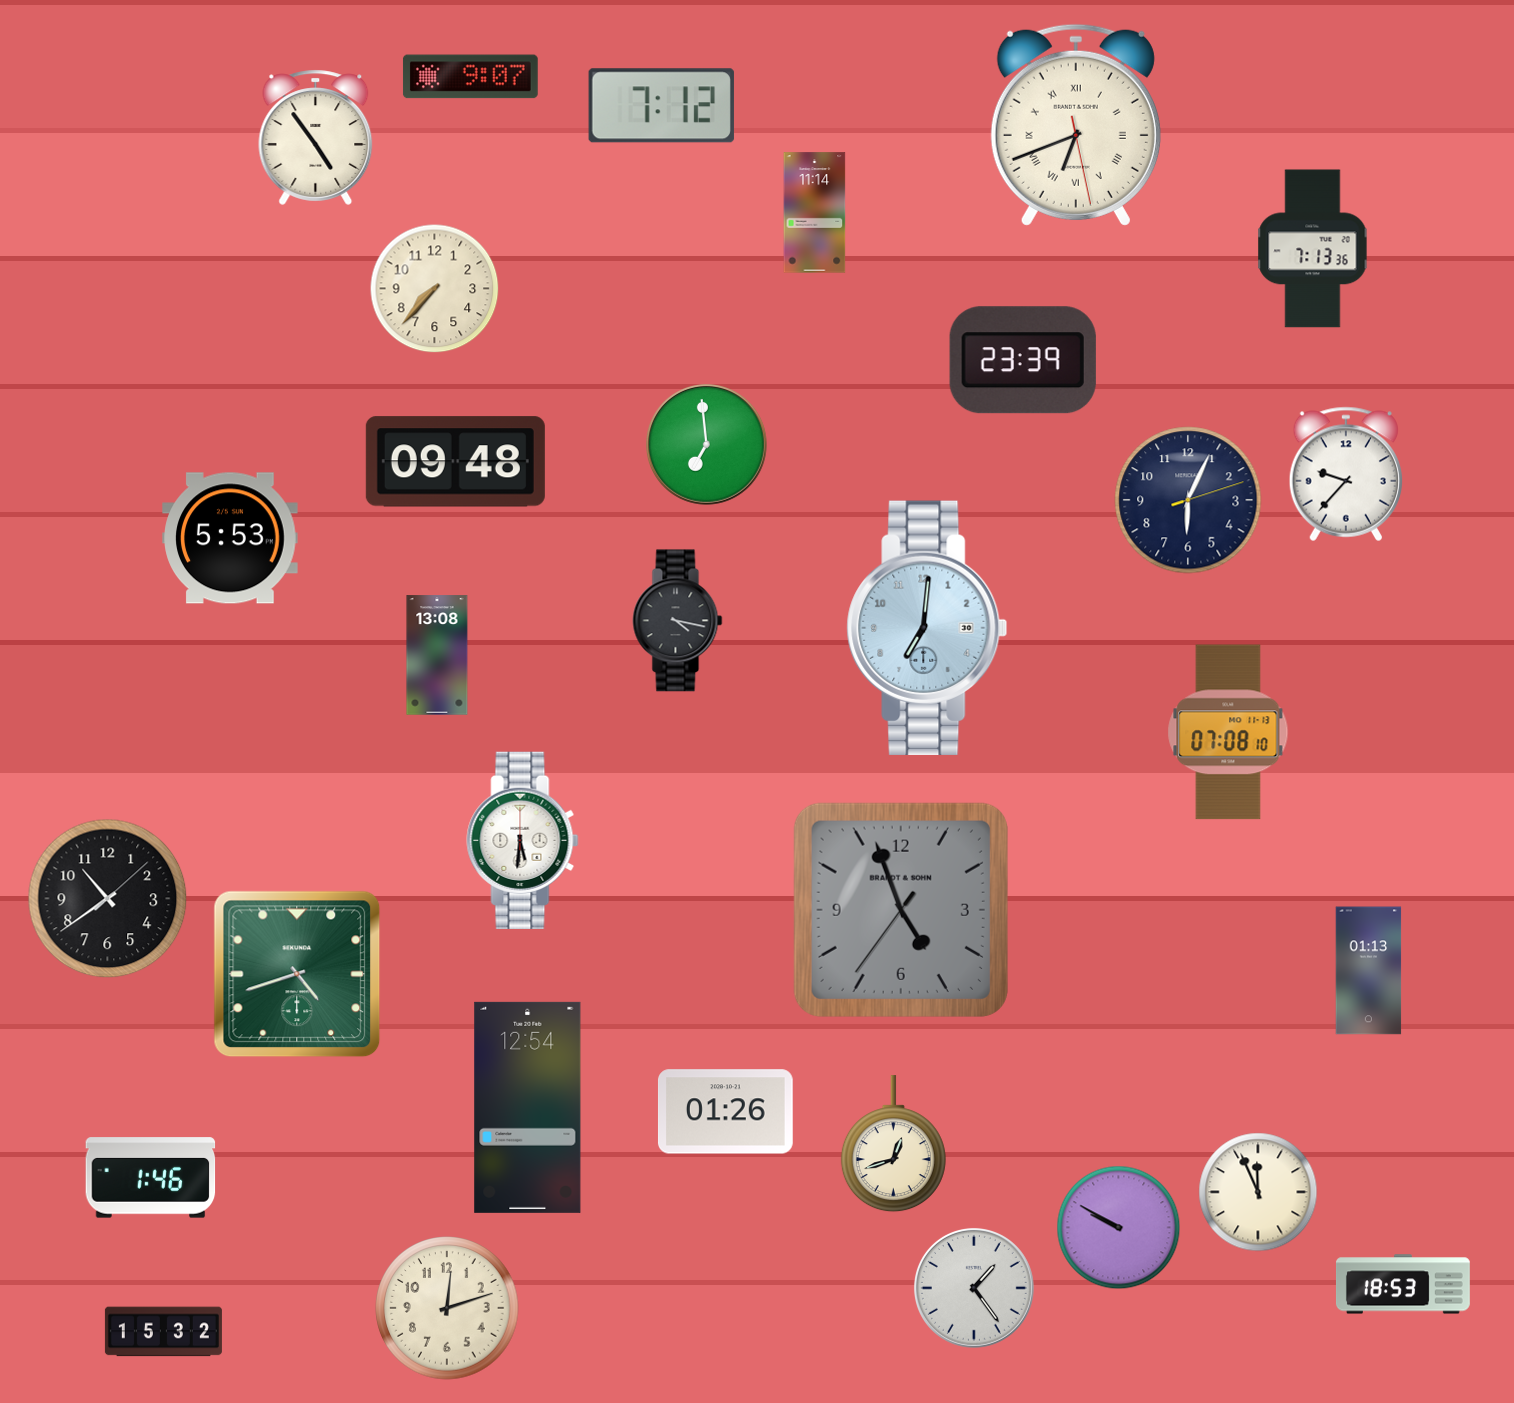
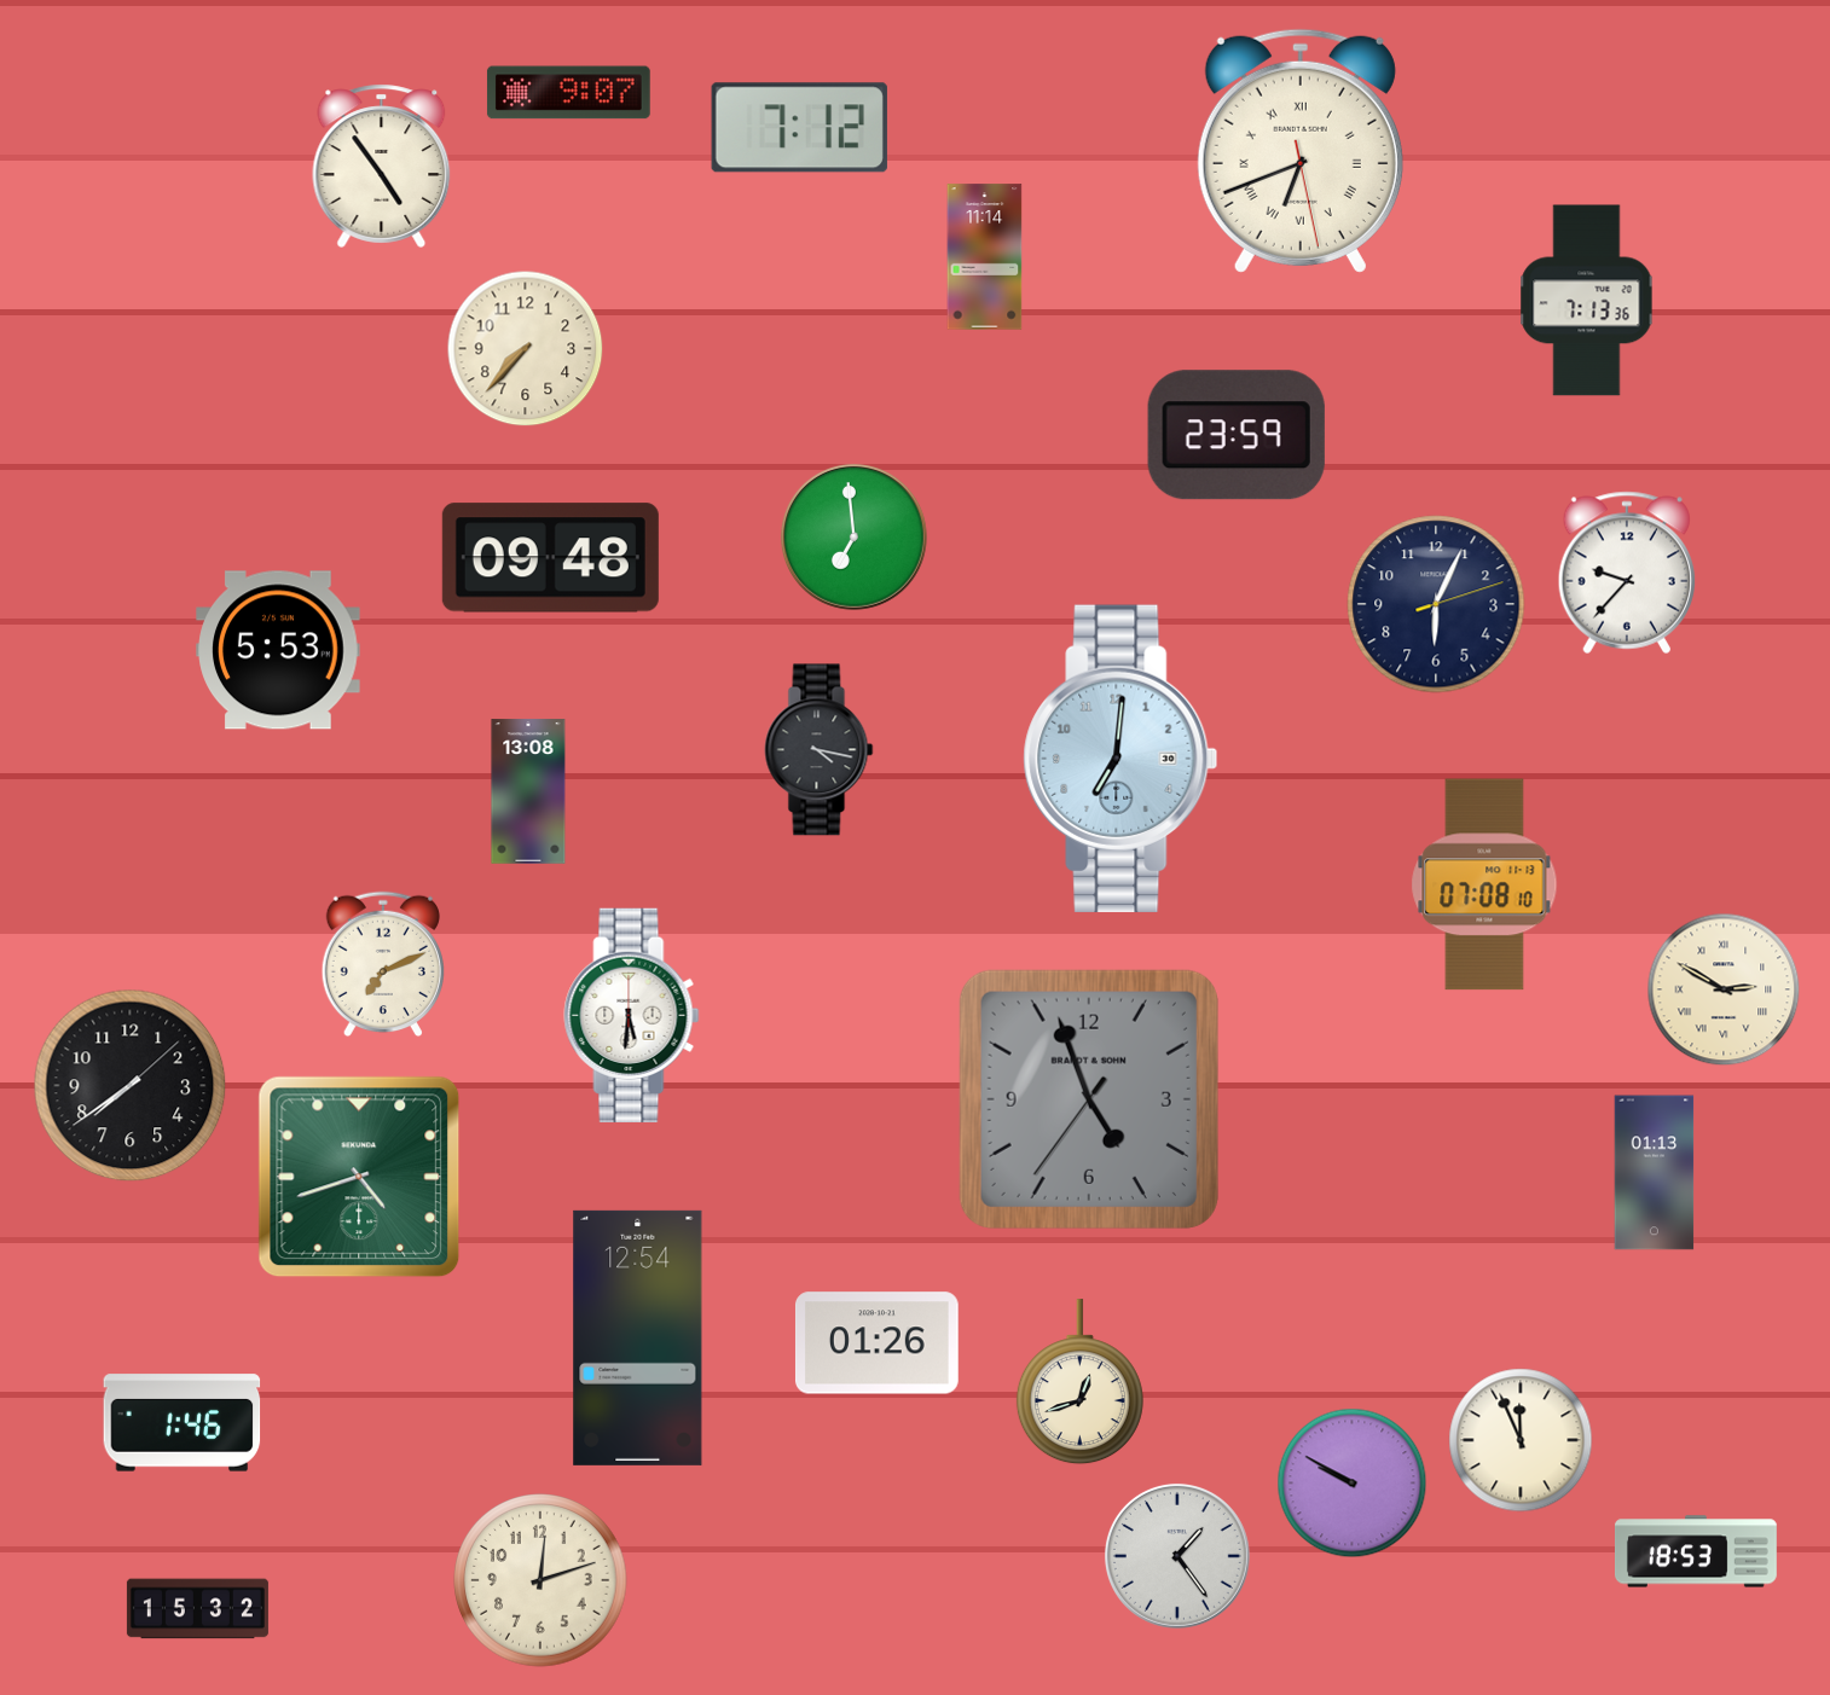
clock at (1023, 360): 23:39 -> 23:59
clock at (382, 964): none -> 7:11
clock at (1724, 989): none -> 2:50
clock at (108, 899): 10:39 -> 7:39
